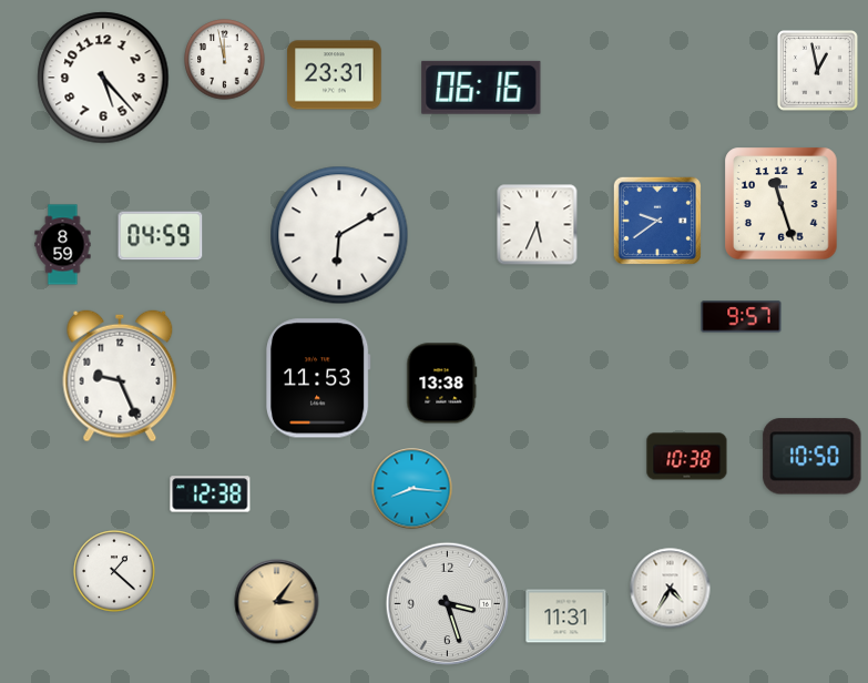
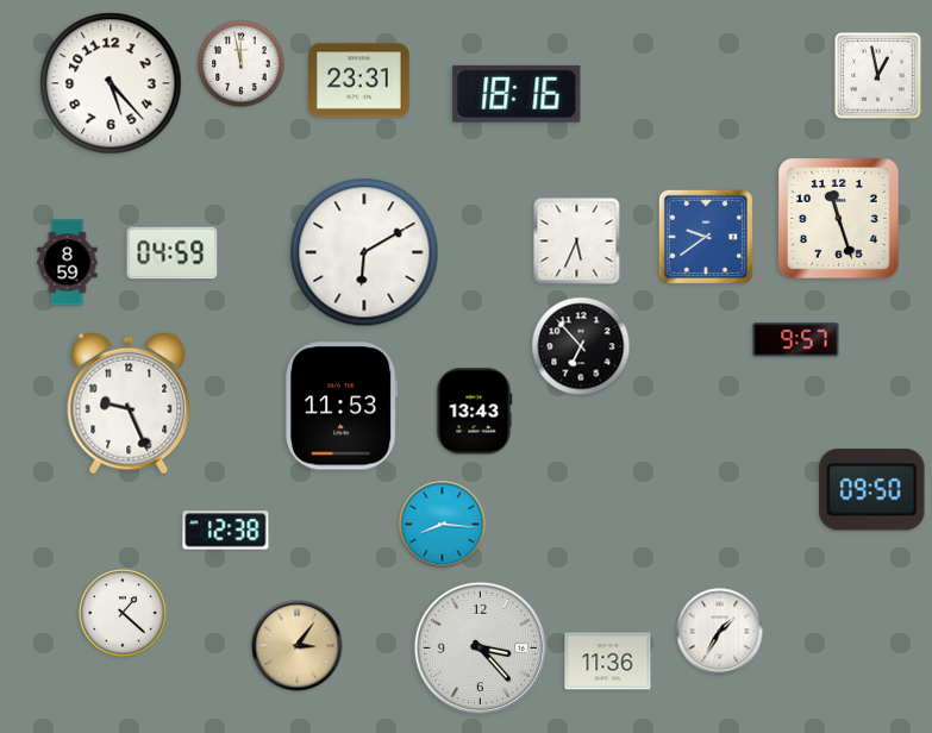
clock at (481, 88): 06:16 -> 18:16
clock at (581, 346): none -> 6:53
clock at (442, 384): 13:38 -> 13:43
clock at (687, 457): 10:38 -> none
clock at (813, 457): 10:50 -> 09:50
clock at (671, 589): 4:35 -> 1:35
clock at (448, 604): 3:27 -> 3:23
clock at (566, 616): 11:31 -> 11:36
